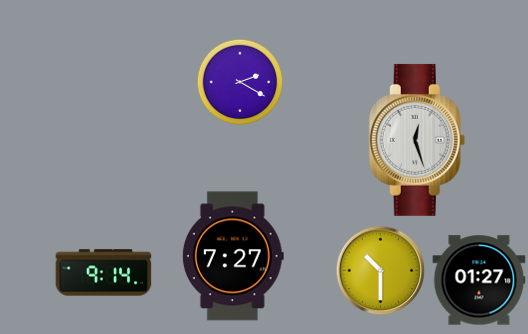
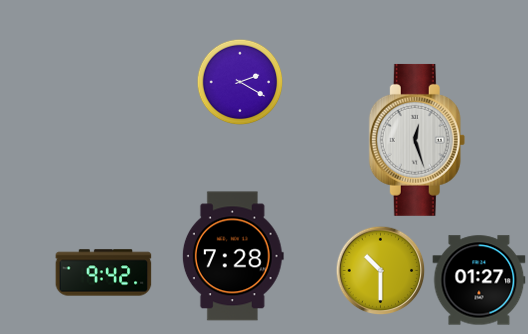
clock at (233, 256): 7:27 -> 7:28
clock at (104, 273): 9:14 -> 9:42
